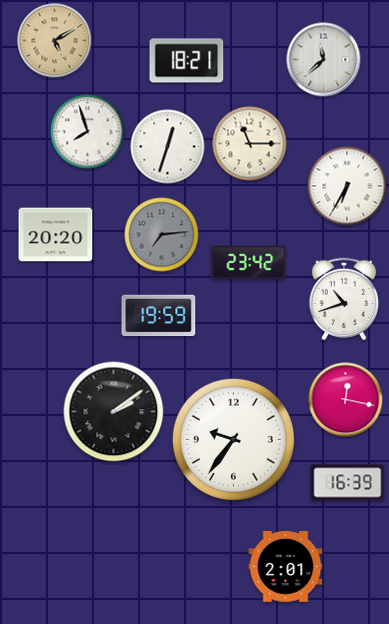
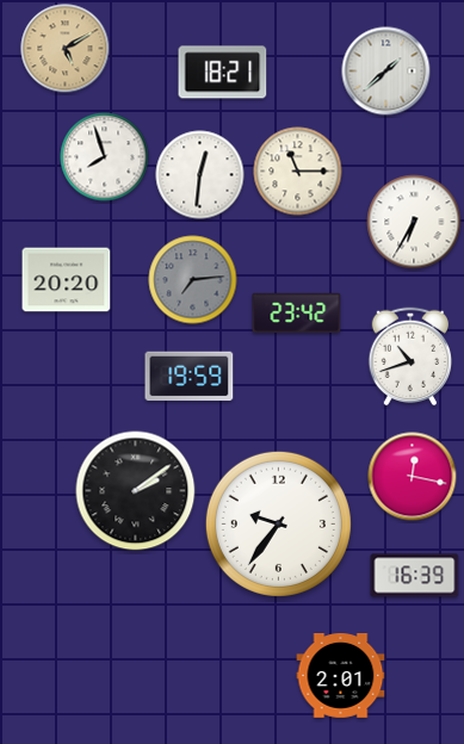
clock at (324, 60): 11:38 -> 1:38
clock at (168, 147): 12:33 -> 12:31
